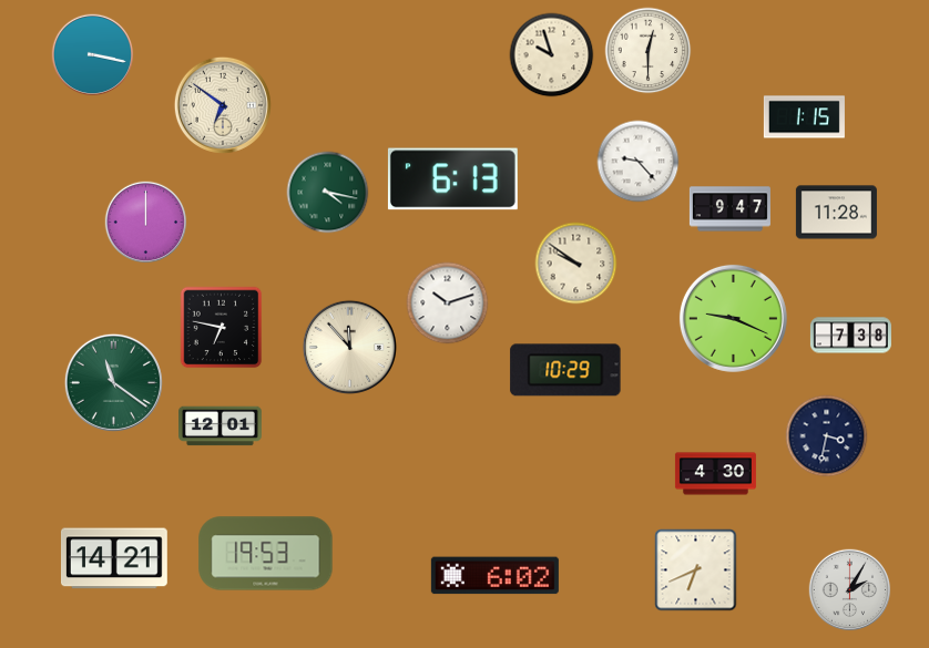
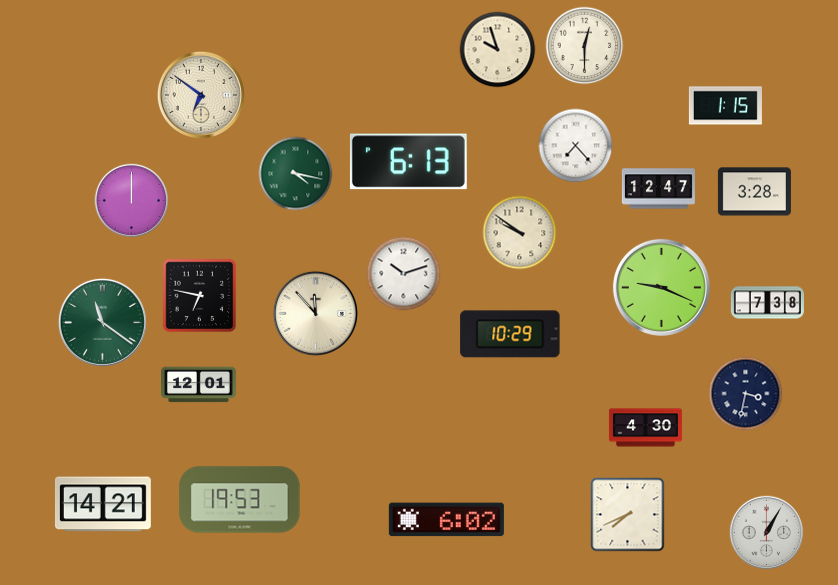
clock at (93, 55): 3:17 -> none
clock at (639, 162): 9:23 -> 7:23
clock at (729, 209): 9:47 -> 12:47
clock at (836, 213): 11:28 -> 3:28
clock at (576, 264) position: (576, 264) -> (520, 233)
clock at (113, 382) position: (113, 382) -> (102, 322)
clock at (696, 570): 6:41 -> 7:41
clock at (850, 590): 2:05 -> 1:05
